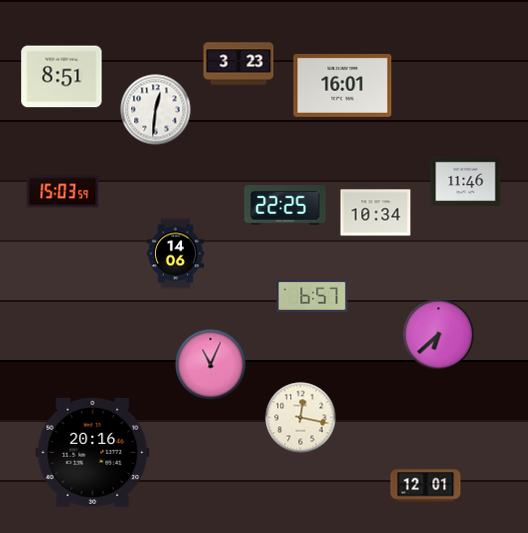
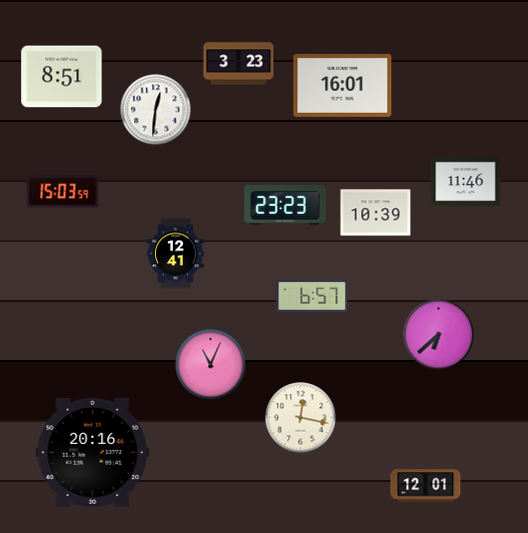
clock at (285, 206): 22:25 -> 23:23
clock at (376, 213): 10:34 -> 10:39
clock at (175, 254): 14:06 -> 12:41
